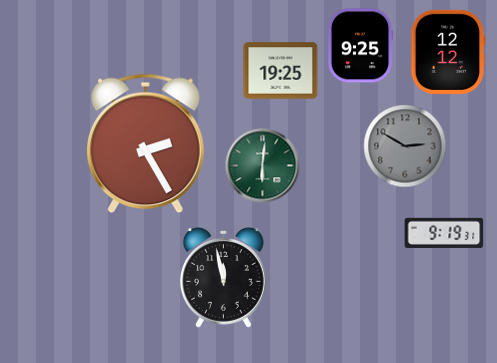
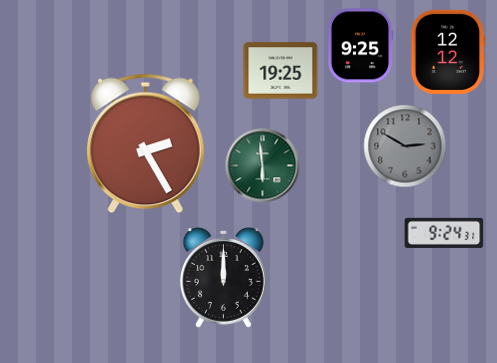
clock at (263, 166): 6:01 -> 5:59
clock at (444, 233): 9:19 -> 9:24
clock at (223, 278): 11:58 -> 12:00
